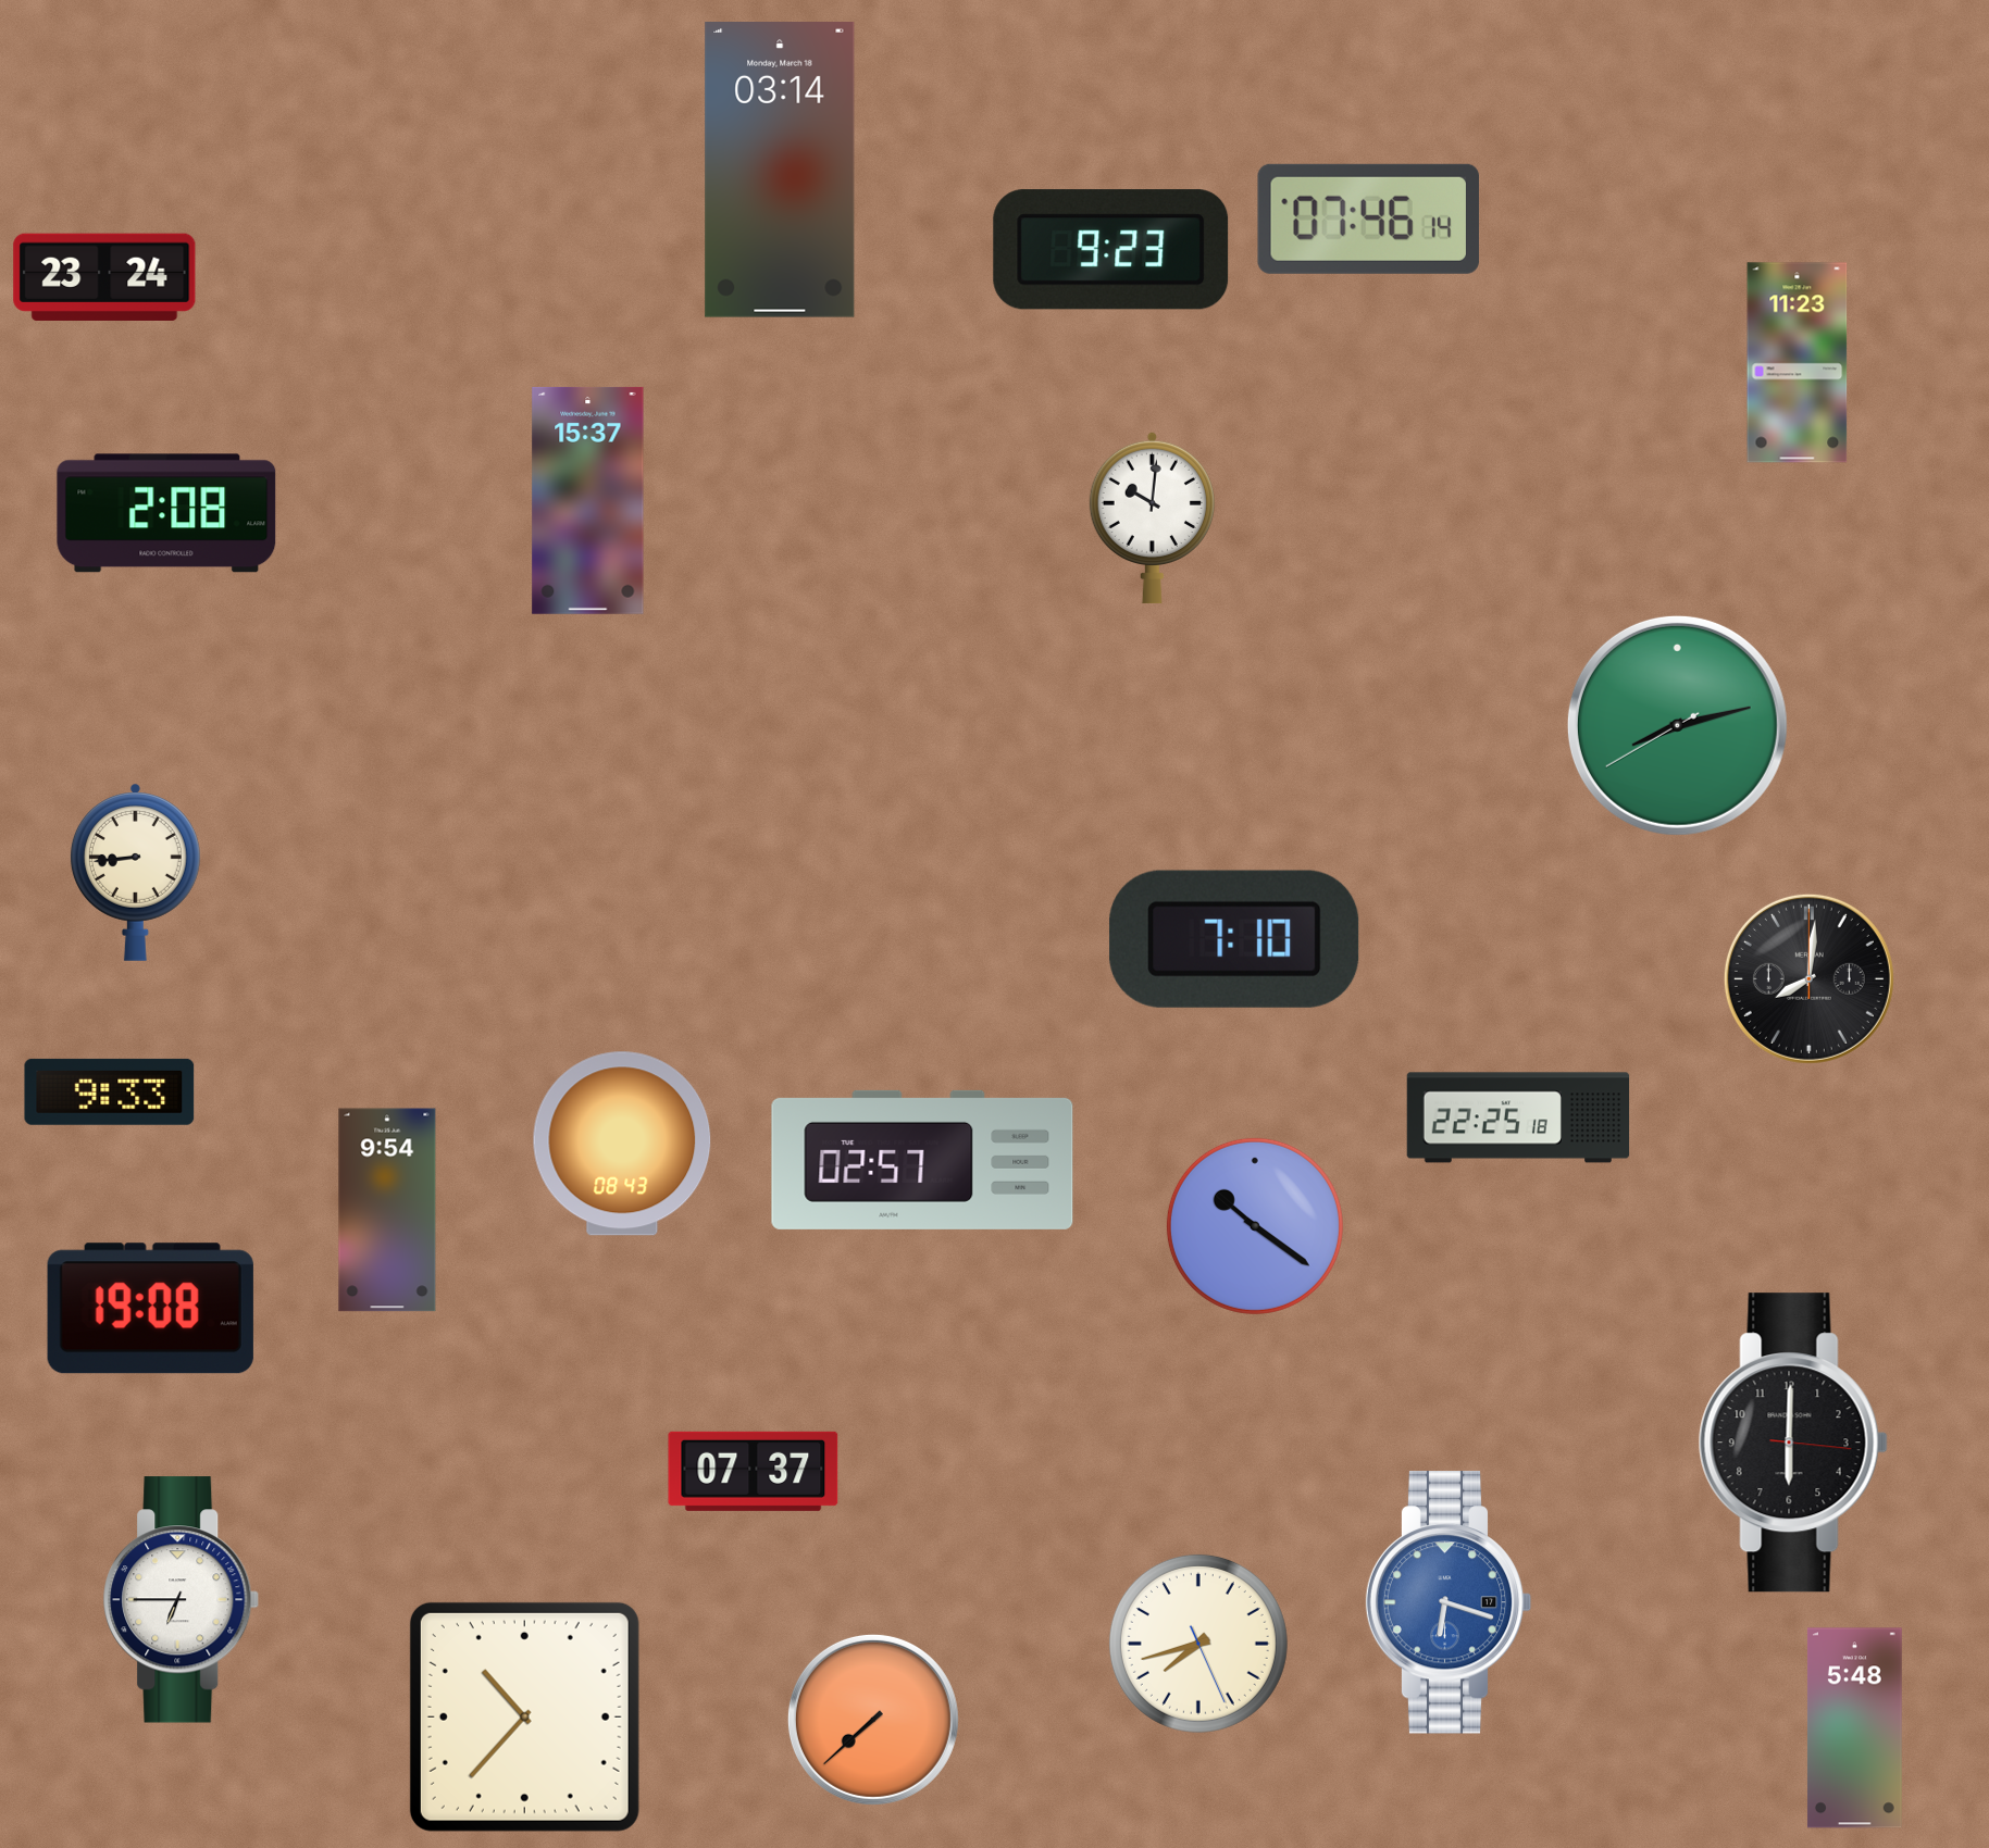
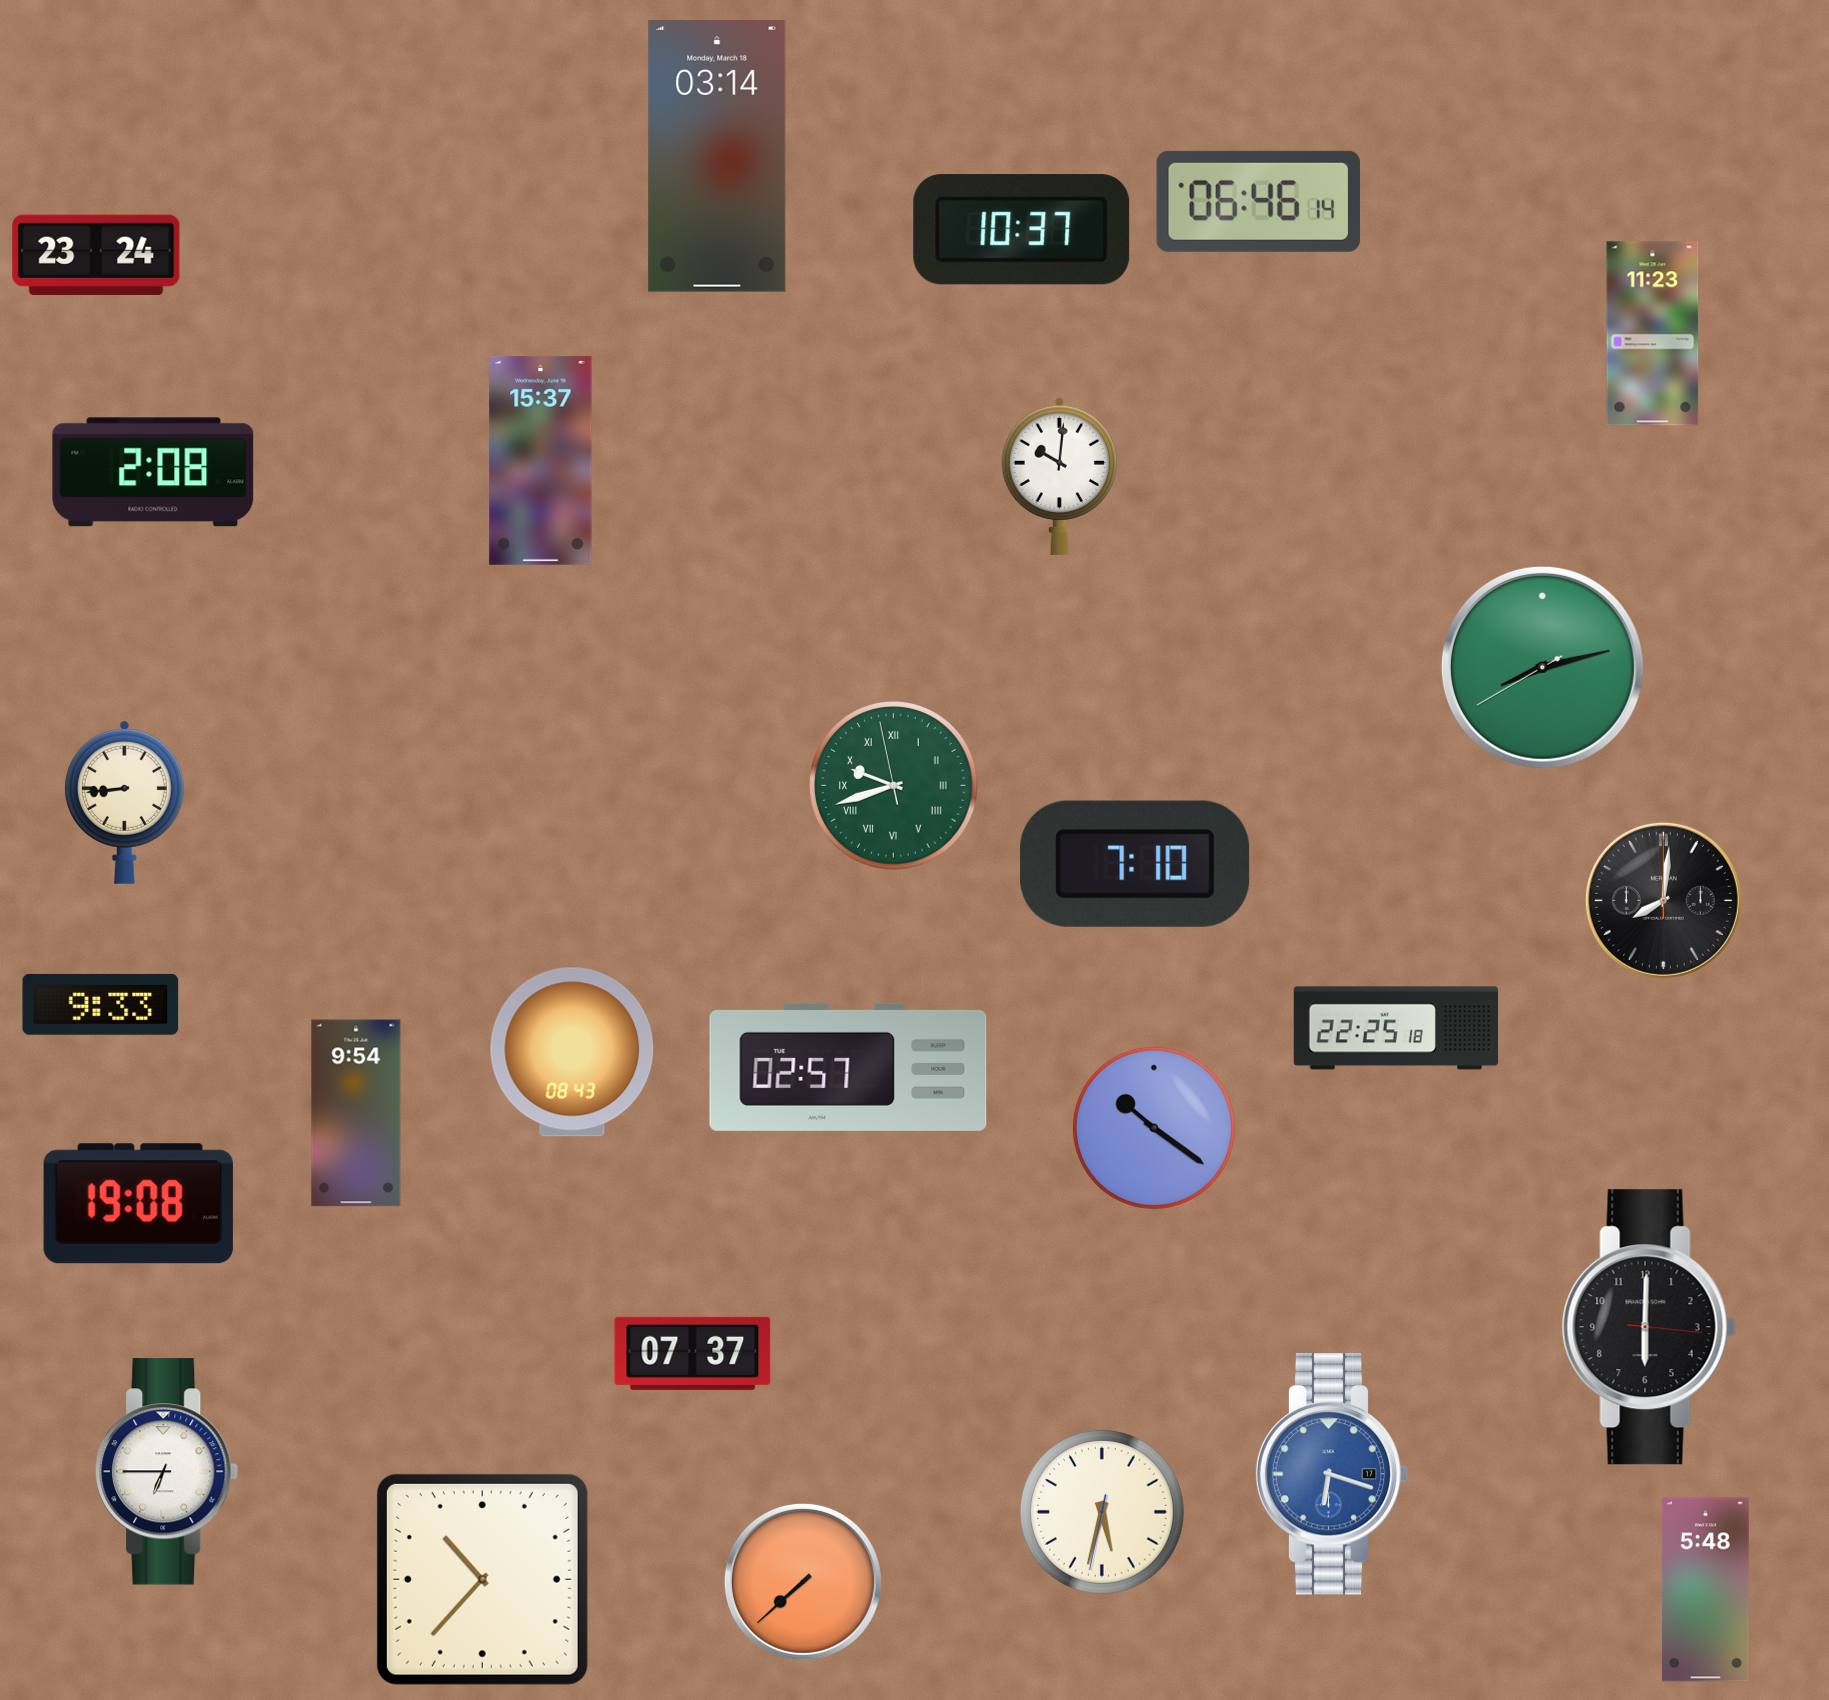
clock at (1368, 218): 07:46 -> 06:46
clock at (1111, 250): 9:23 -> 10:37
clock at (894, 786): none -> 9:41
clock at (1198, 1644): 7:42 -> 5:32
